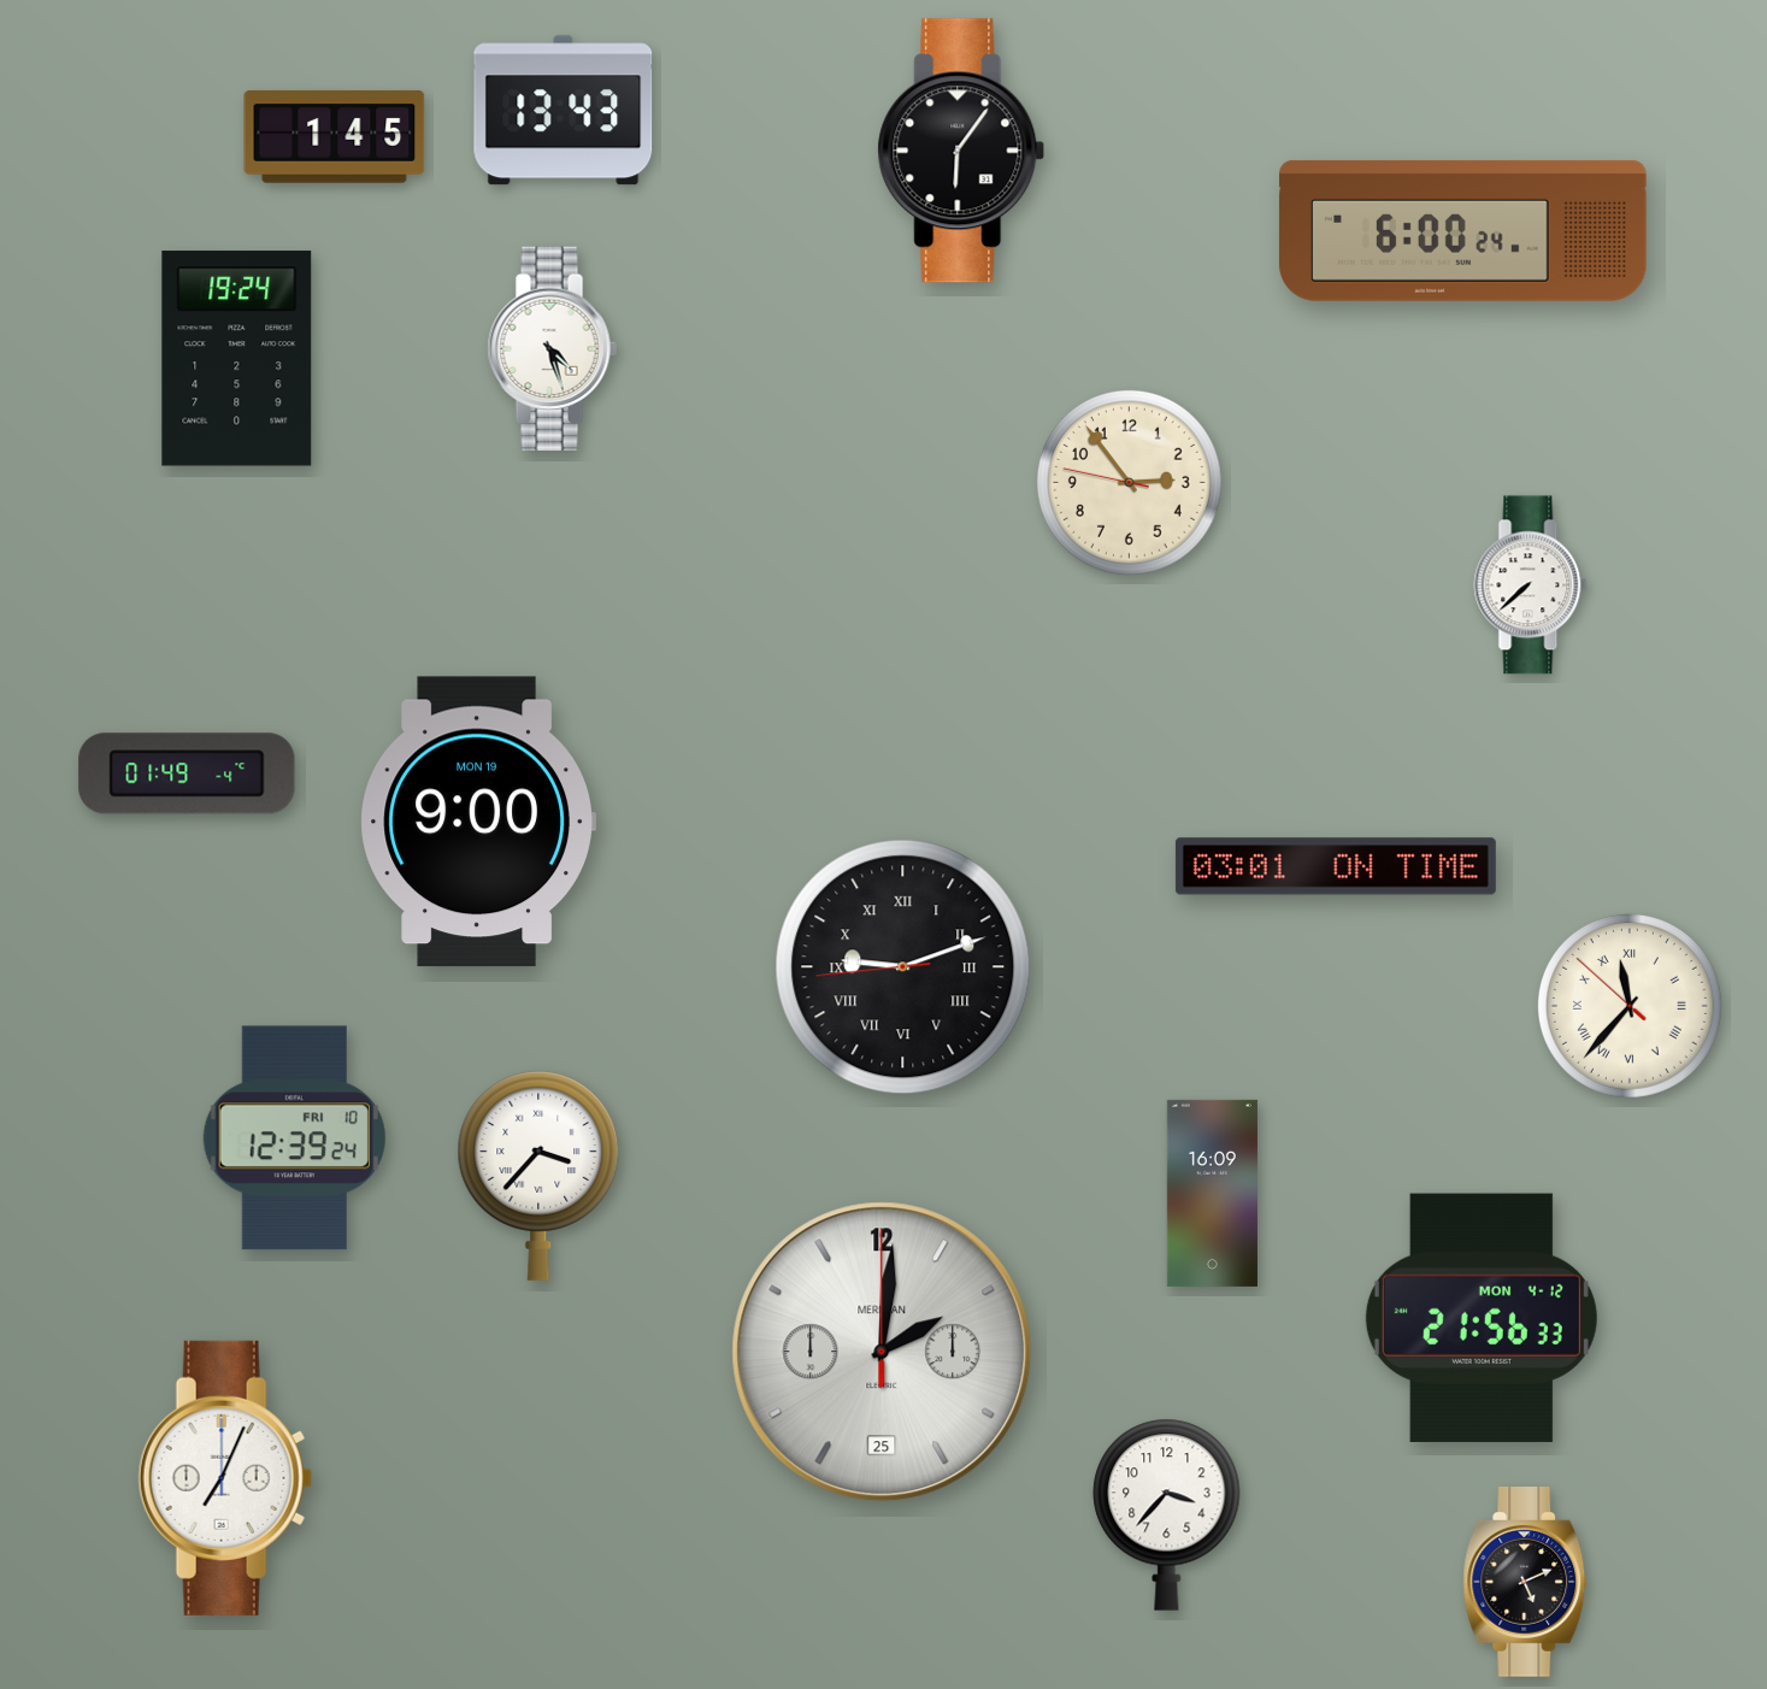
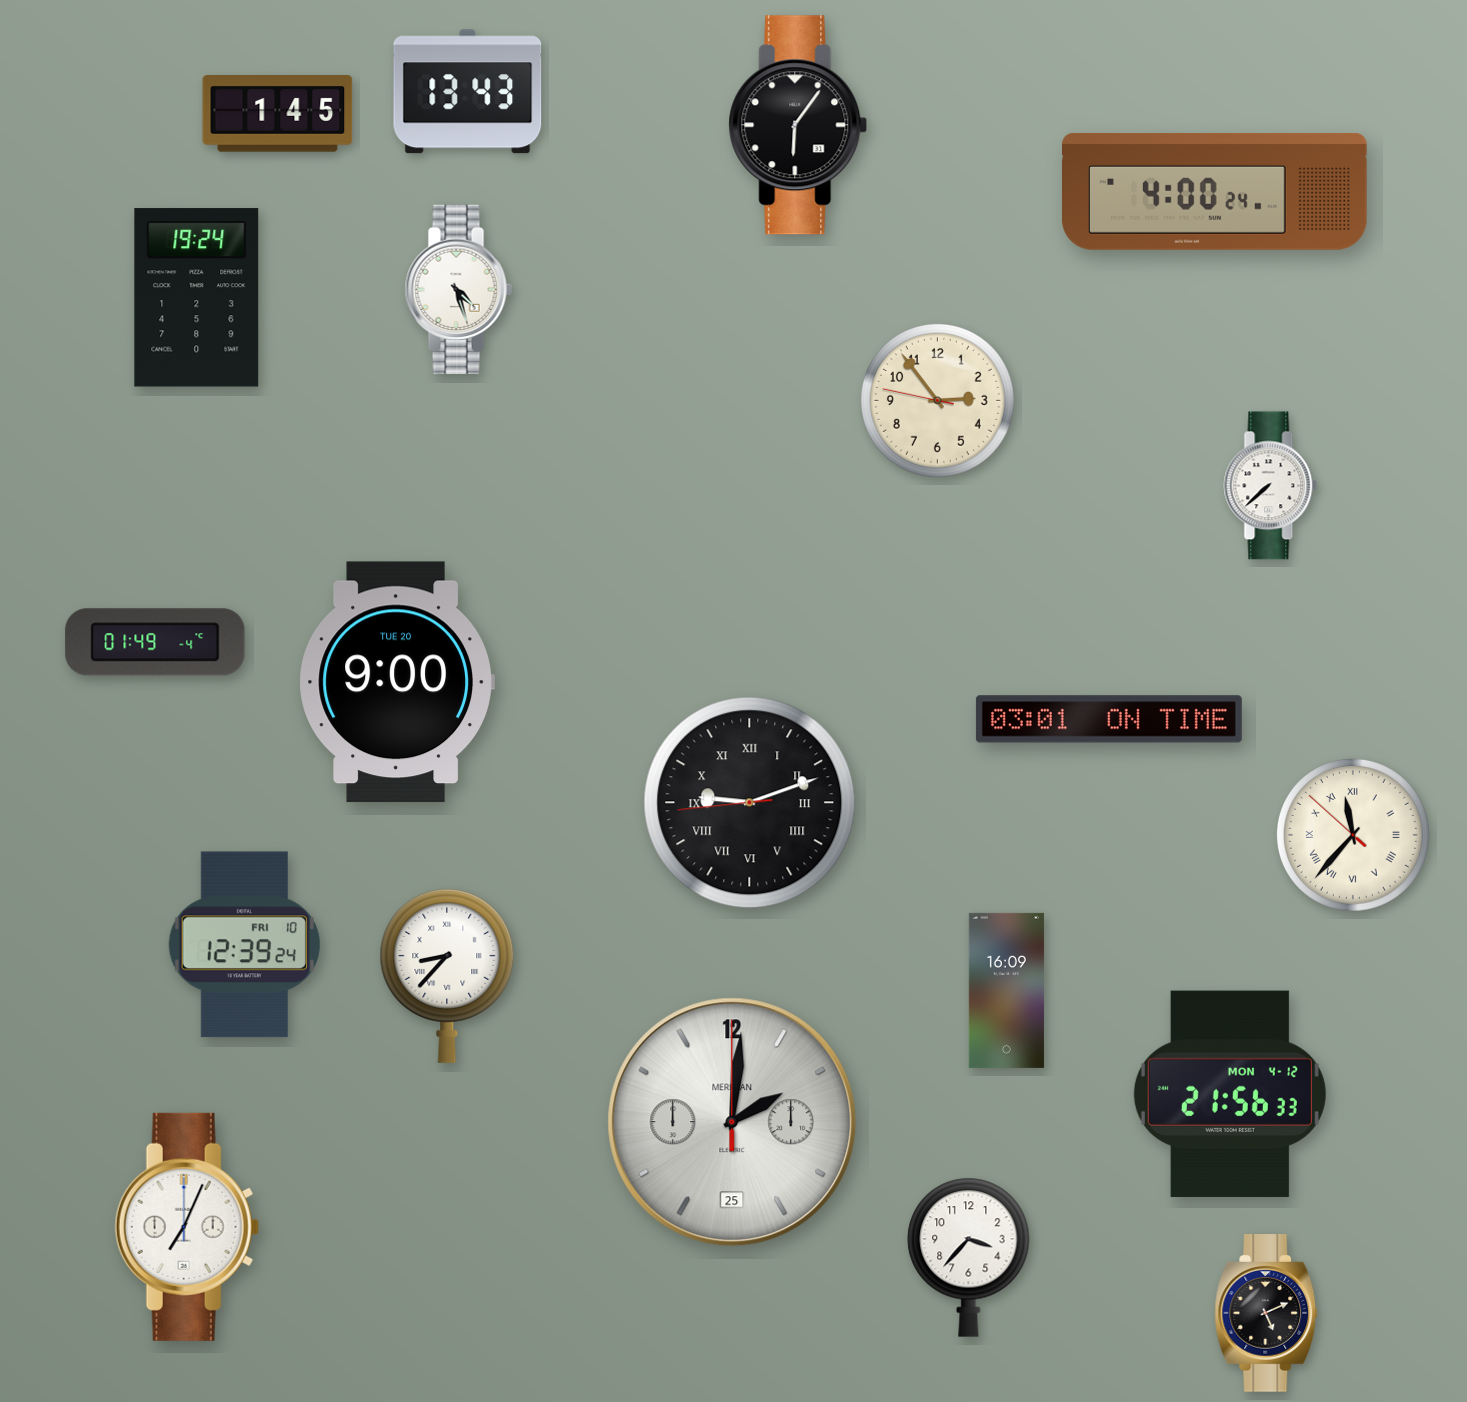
clock at (1463, 230): 6:00 -> 4:00
clock at (478, 822) date: MON 19 -> TUE 20
clock at (538, 1176): 3:37 -> 8:37
